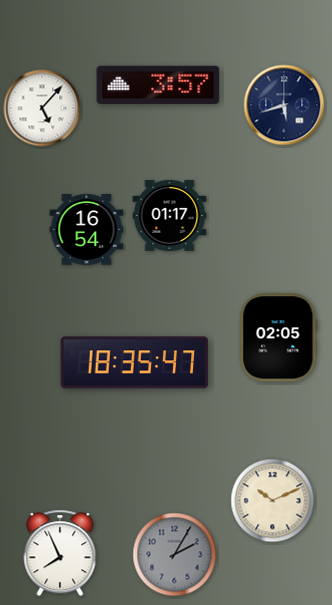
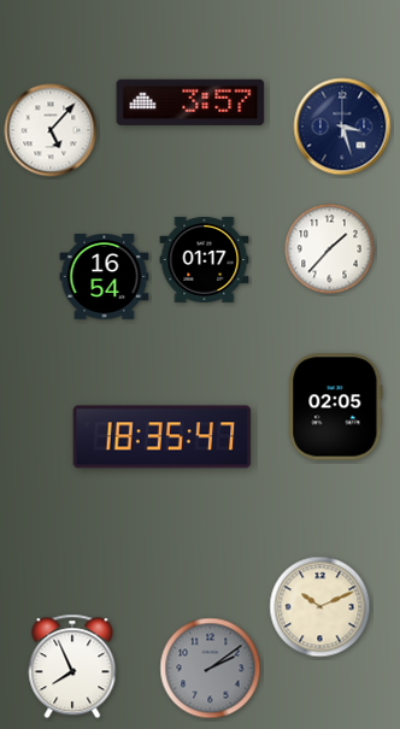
clock at (284, 105): 5:42 -> 3:27
clock at (330, 249): none -> 1:37
clock at (273, 501) position: (273, 501) -> (320, 607)
clock at (175, 555): 2:05 -> 2:09
